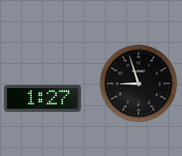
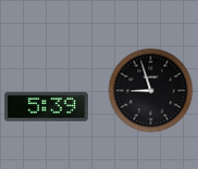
clock at (42, 98): 1:27 -> 5:39
